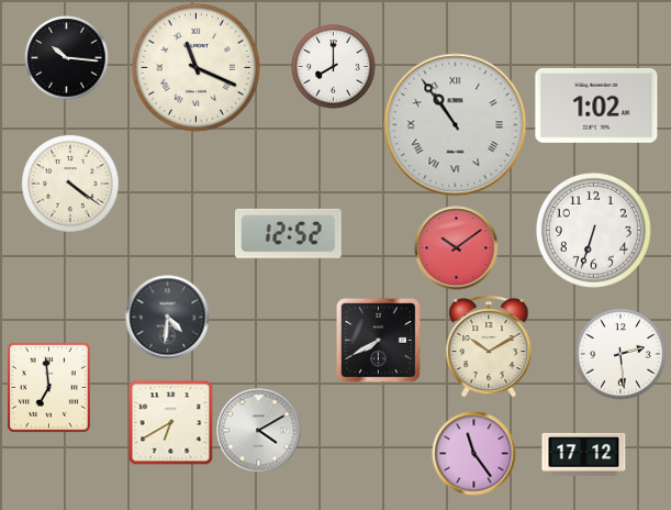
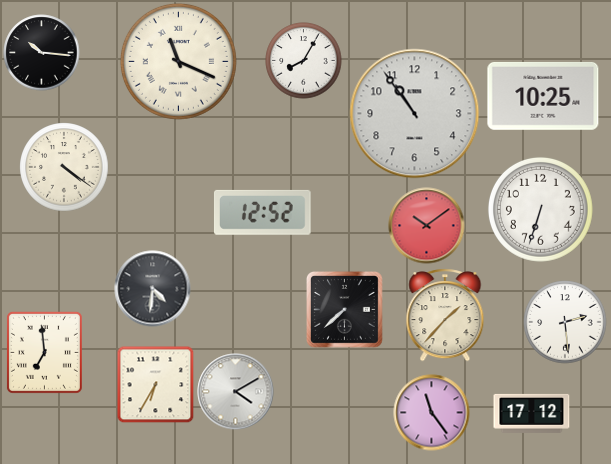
clock at (67, 58) position: (67, 58) -> (42, 53)
clock at (334, 67): 8:00 -> 8:05
clock at (596, 106): 1:02 -> 10:25
clock at (456, 125) numerals: Roman -> Arabic
clock at (457, 248) position: (457, 248) -> (427, 226)
clock at (378, 340): 7:40 -> 7:38
clock at (489, 346): 10:10 -> 1:37
clock at (170, 422): 6:40 -> 6:35
